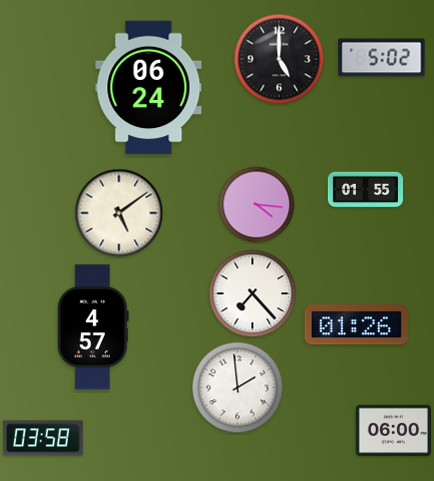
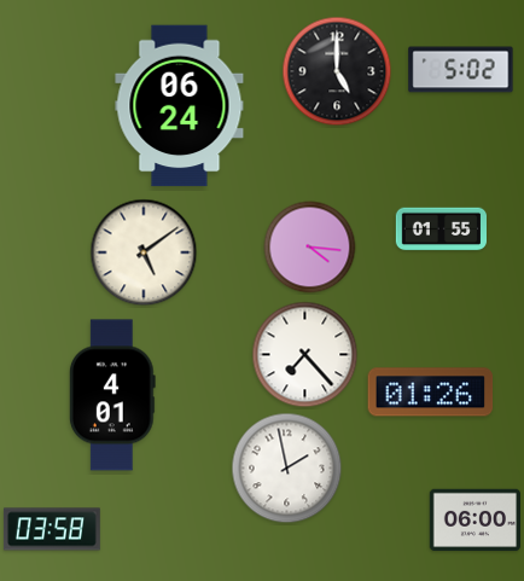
clock at (119, 213) position: (119, 213) -> (144, 252)
clock at (93, 327): 4:57 -> 4:01
clock at (238, 388): 1:59 -> 1:58
